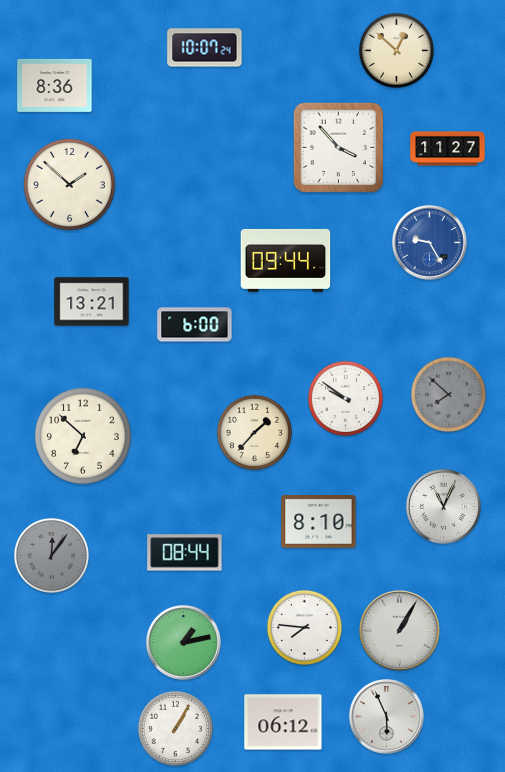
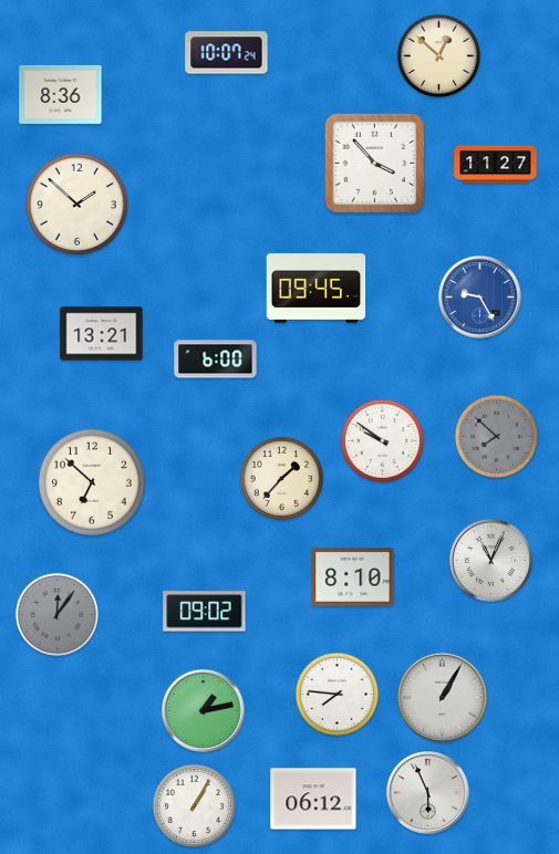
clock at (430, 243) position: (430, 243) -> (480, 298)
clock at (286, 260): 09:44 -> 09:45
clock at (185, 553): 08:44 -> 09:02
